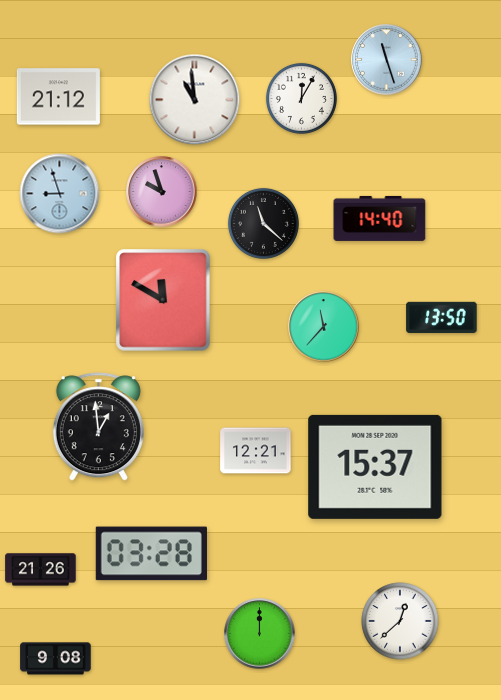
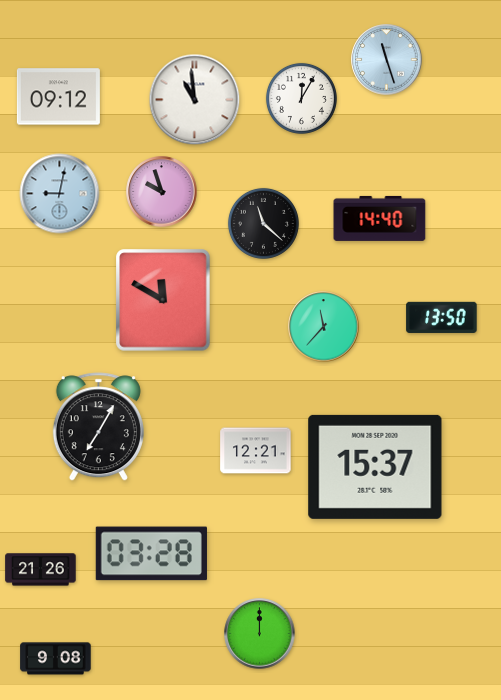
clock at (58, 97): 21:12 -> 09:12
clock at (60, 194): 8:57 -> 9:02
clock at (98, 427): 12:59 -> 7:05
clock at (400, 621): 12:38 -> none
